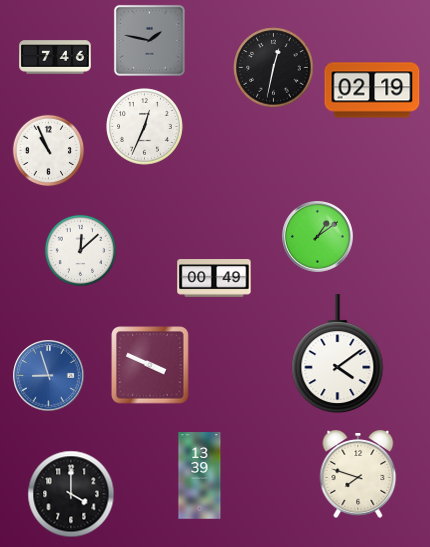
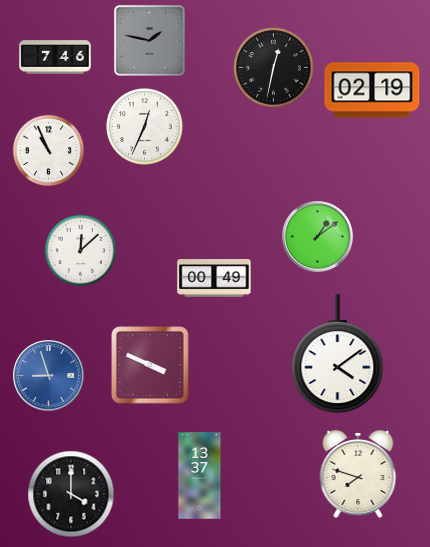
clock at (200, 476): 13:39 -> 13:37
